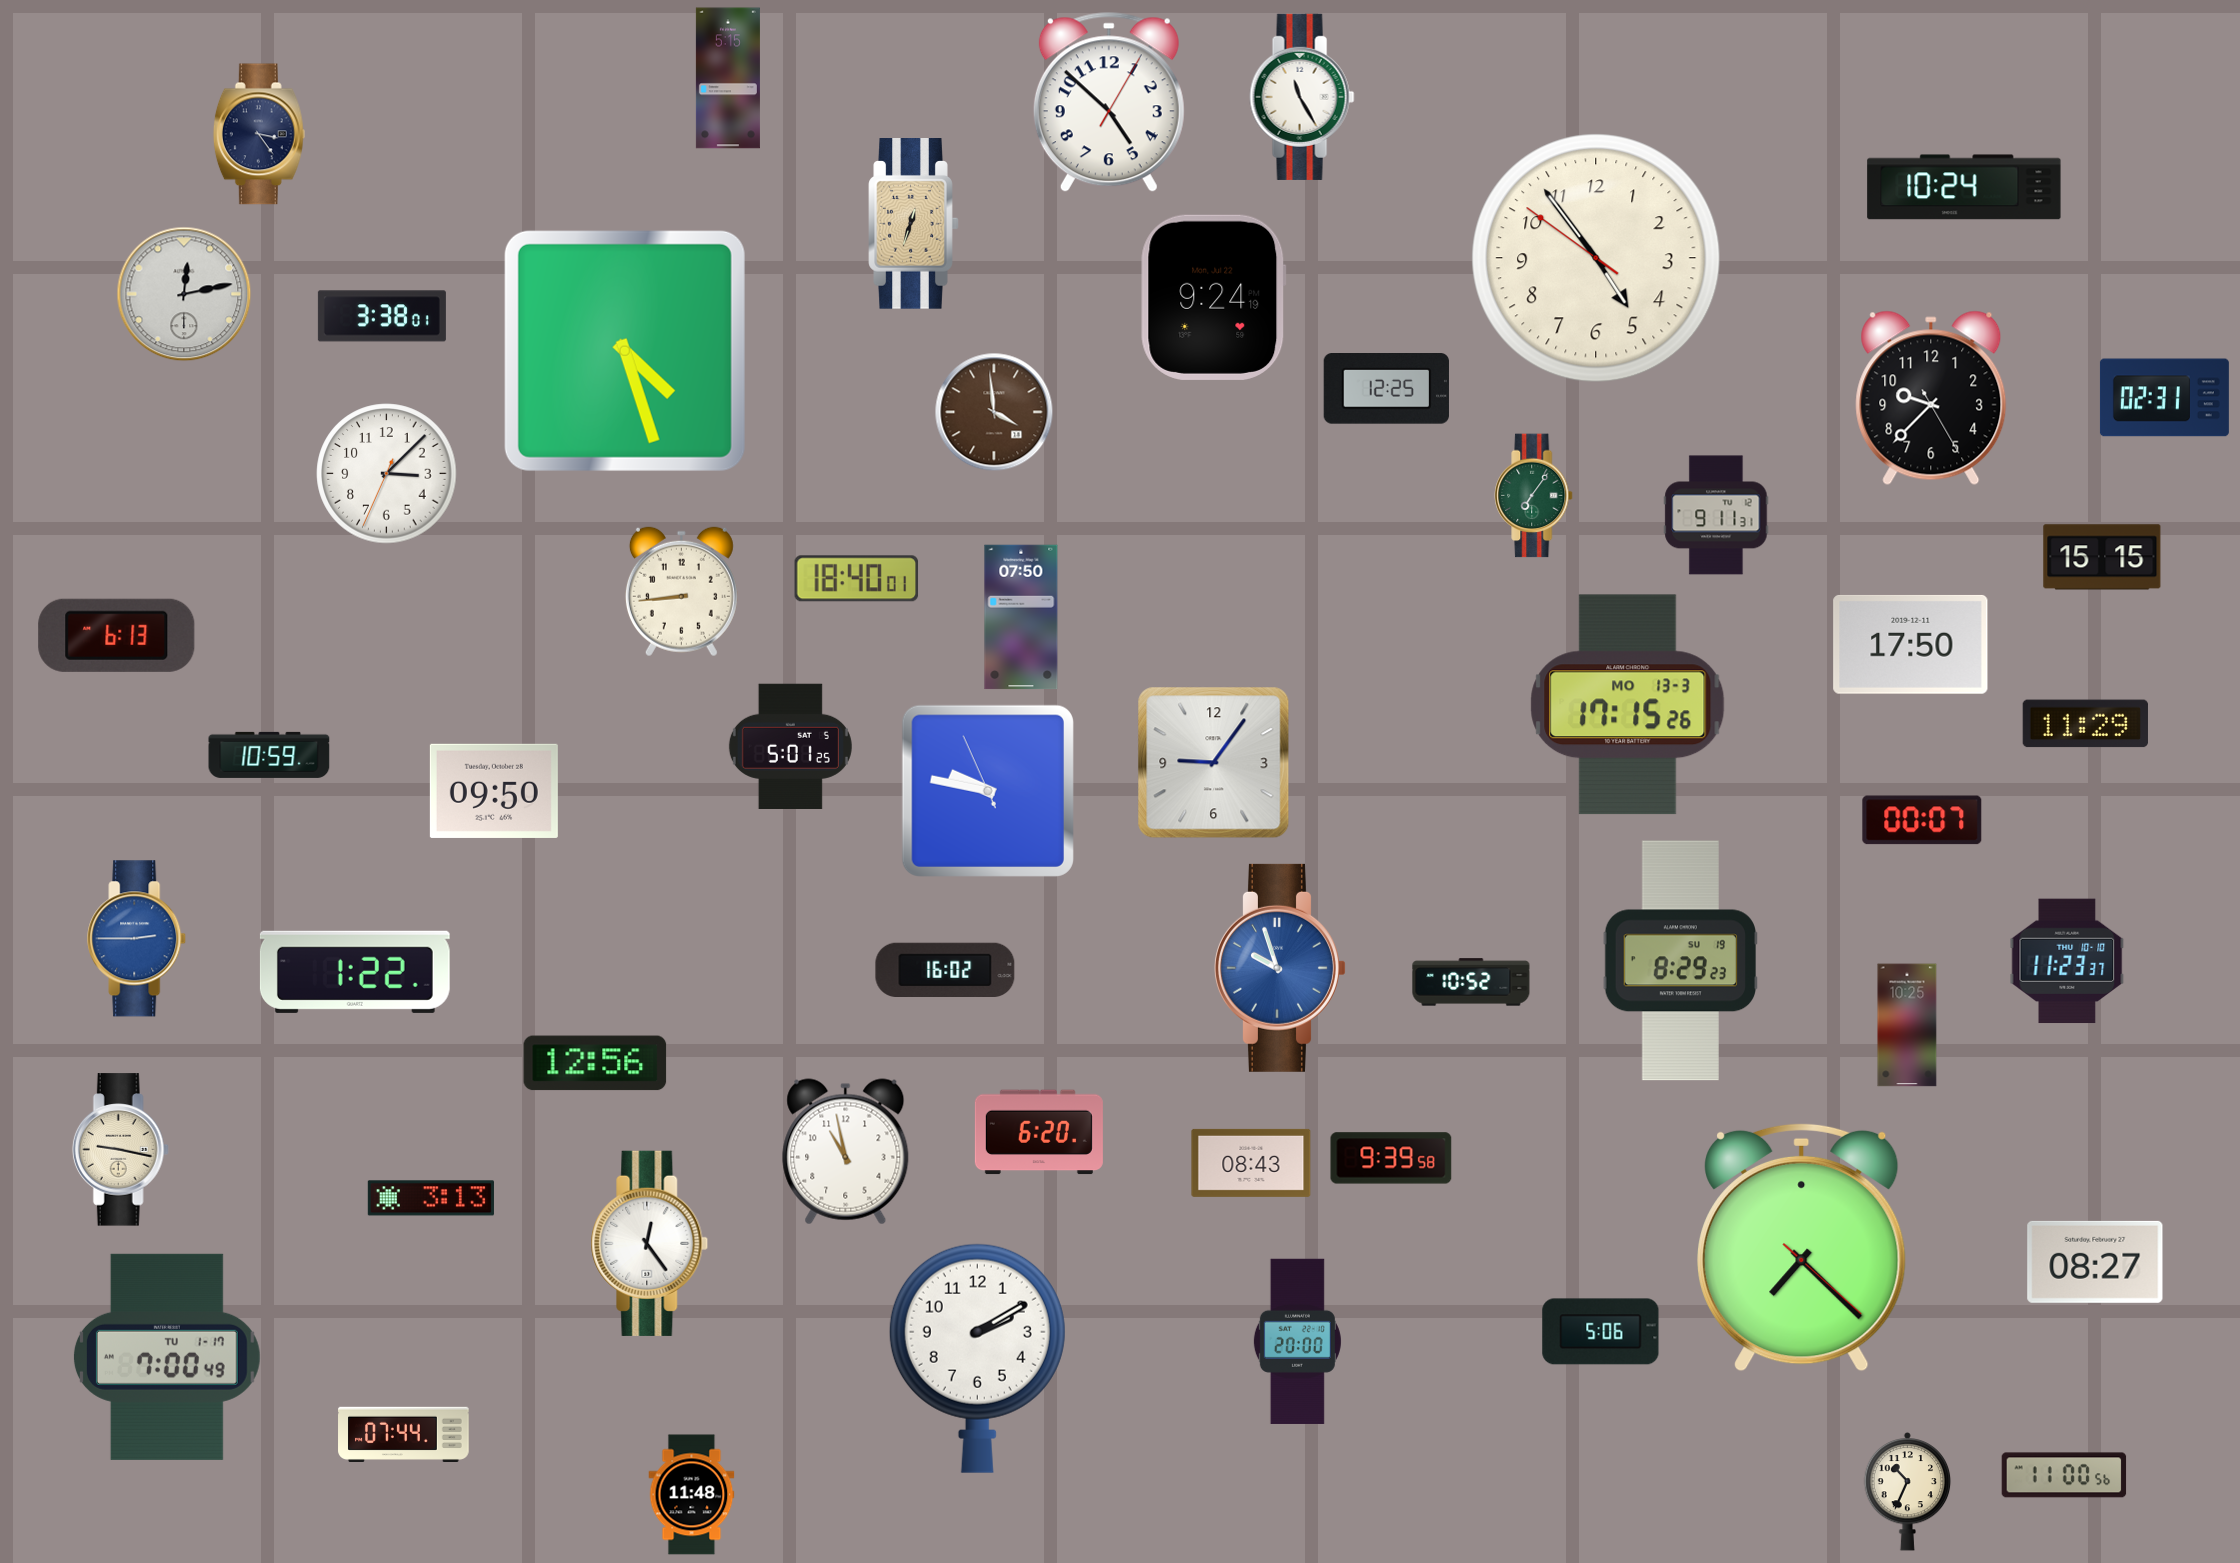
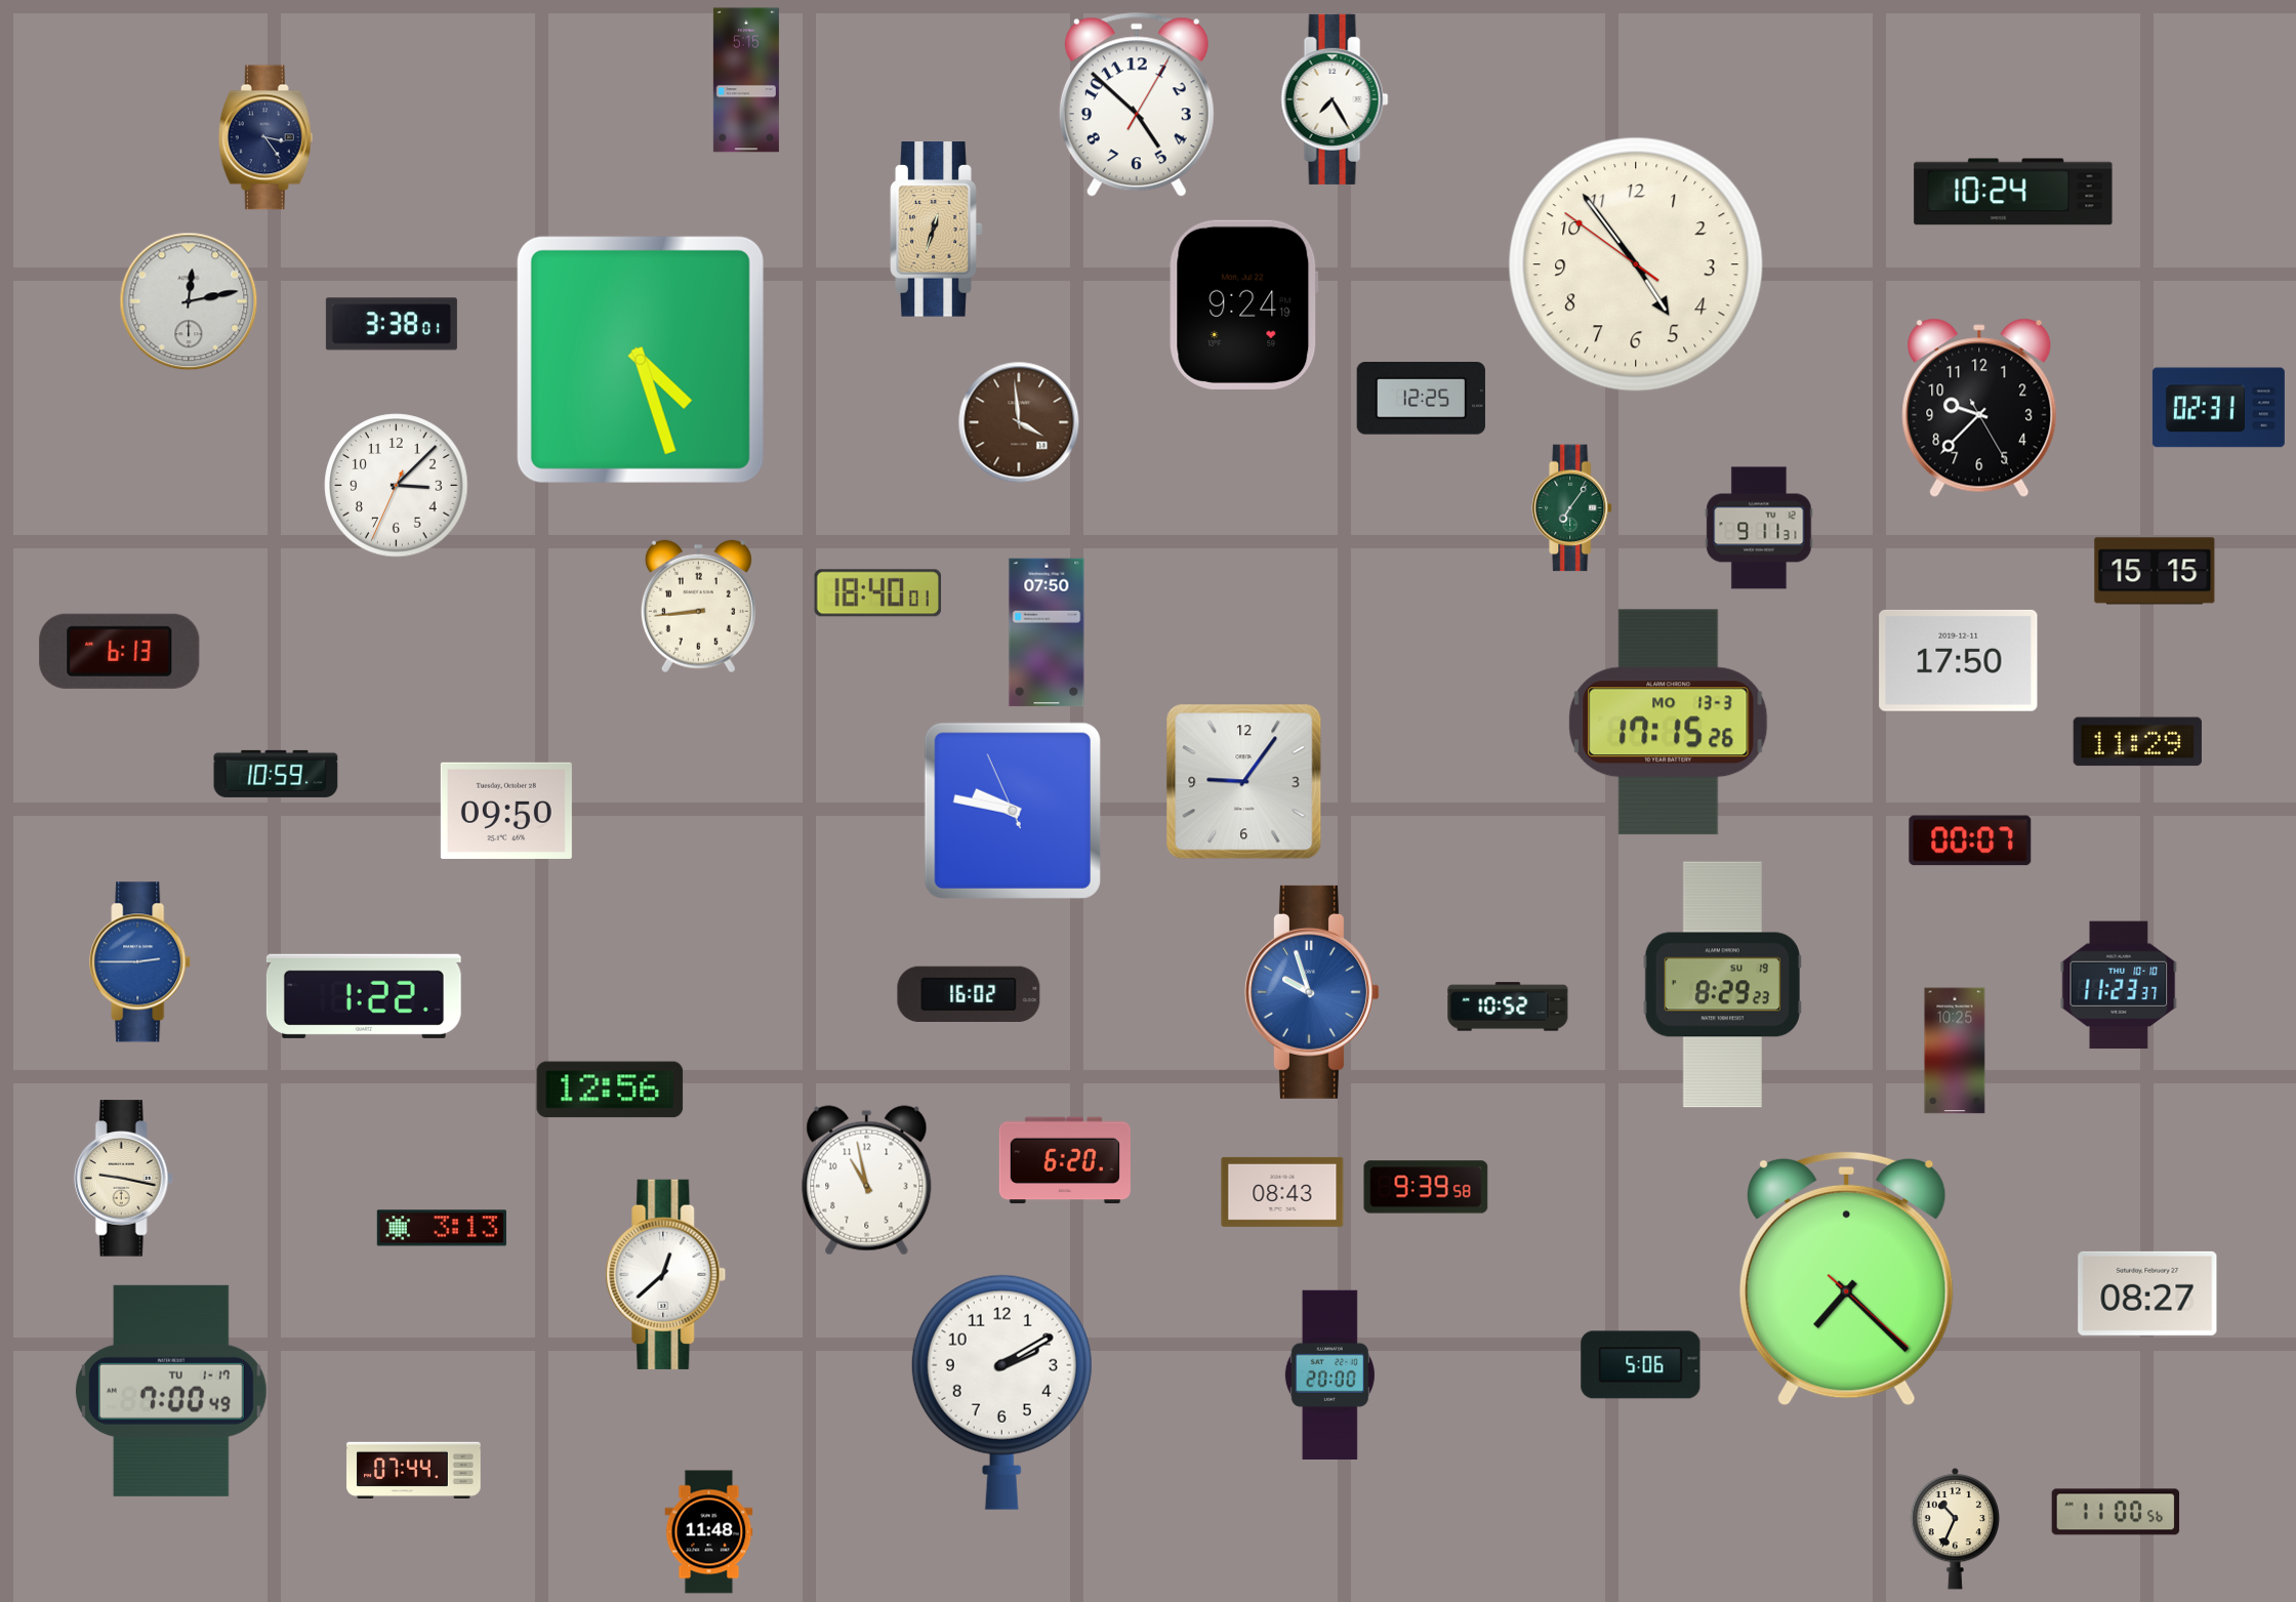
clock at (1302, 97): 11:25 -> 7:25
clock at (790, 746): 5:01 -> none
clock at (650, 1243): 12:24 -> 12:38
